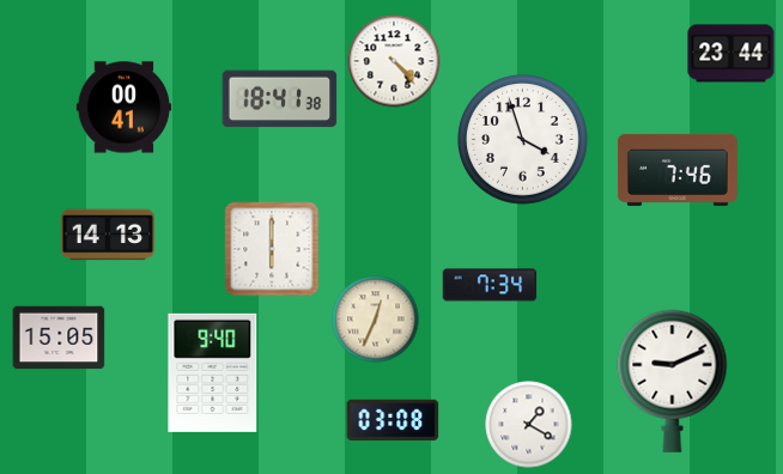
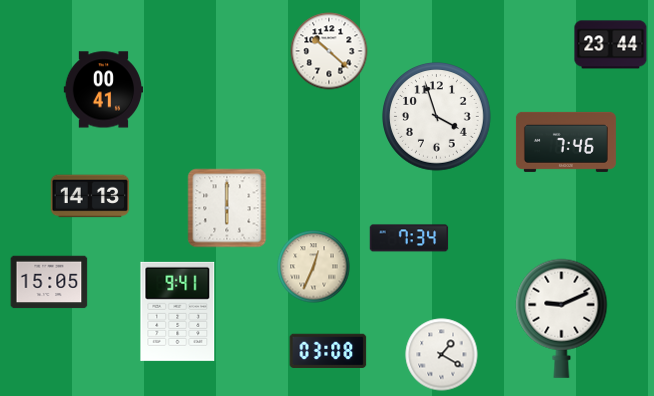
clock at (394, 61): 4:23 -> 10:22
clock at (280, 99): 18:41 -> none
clock at (213, 372): 9:40 -> 9:41
